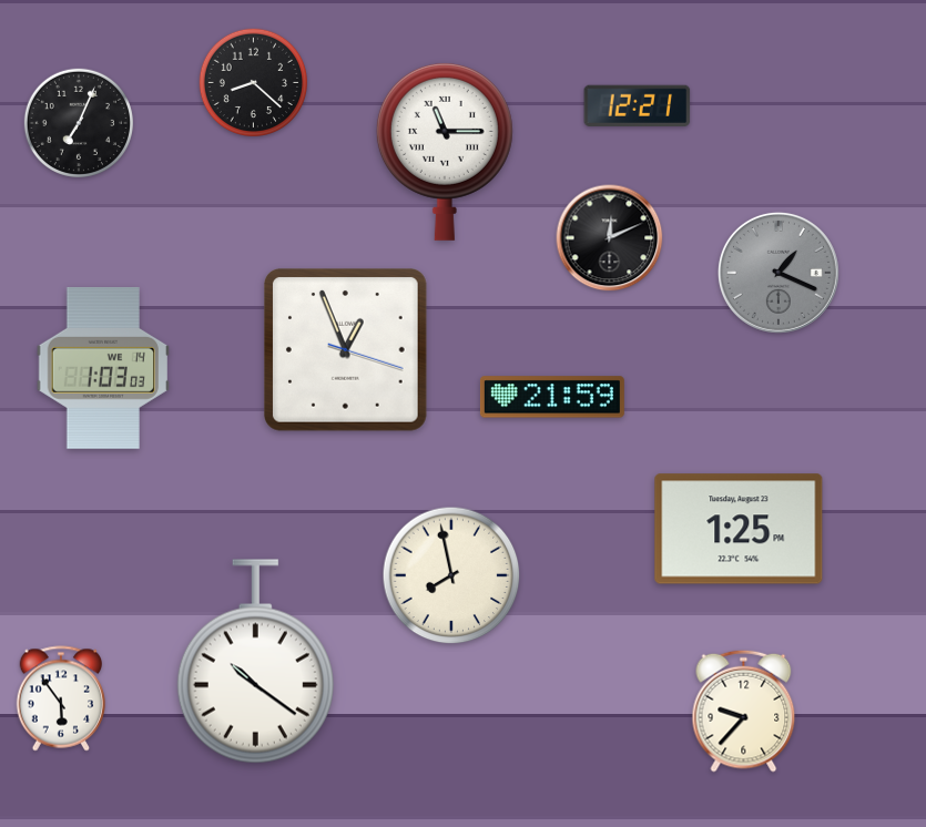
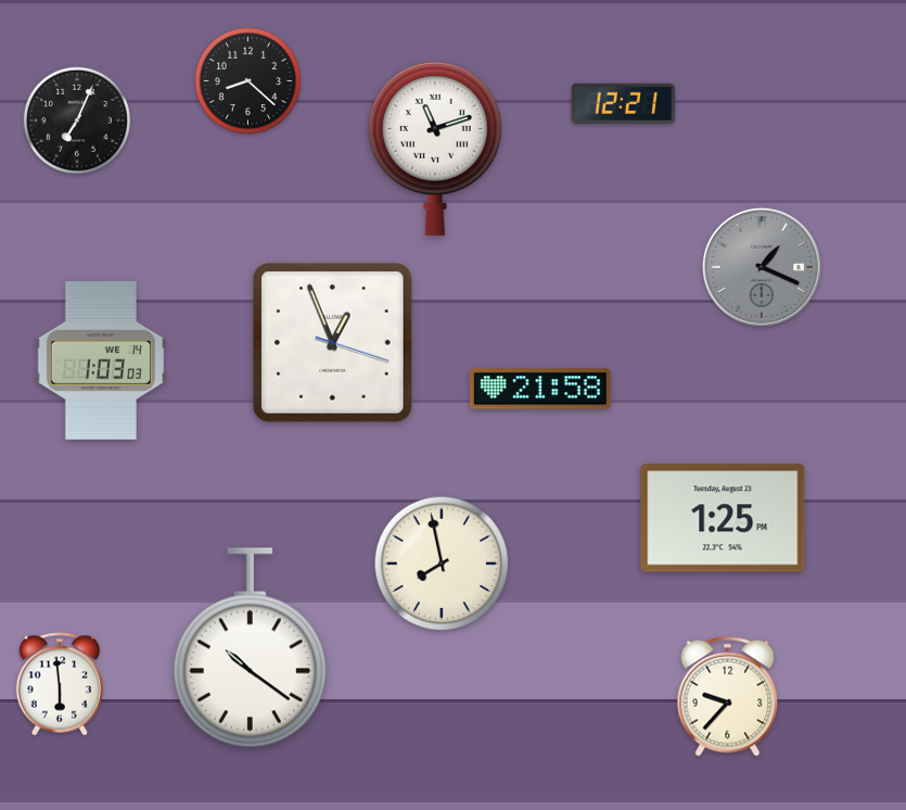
clock at (445, 151): 11:15 -> 11:12
clock at (610, 238): 12:11 -> none
clock at (346, 350) position: (346, 350) -> (333, 343)
clock at (552, 397): 21:59 -> 21:58
clock at (61, 698): 5:54 -> 5:59
